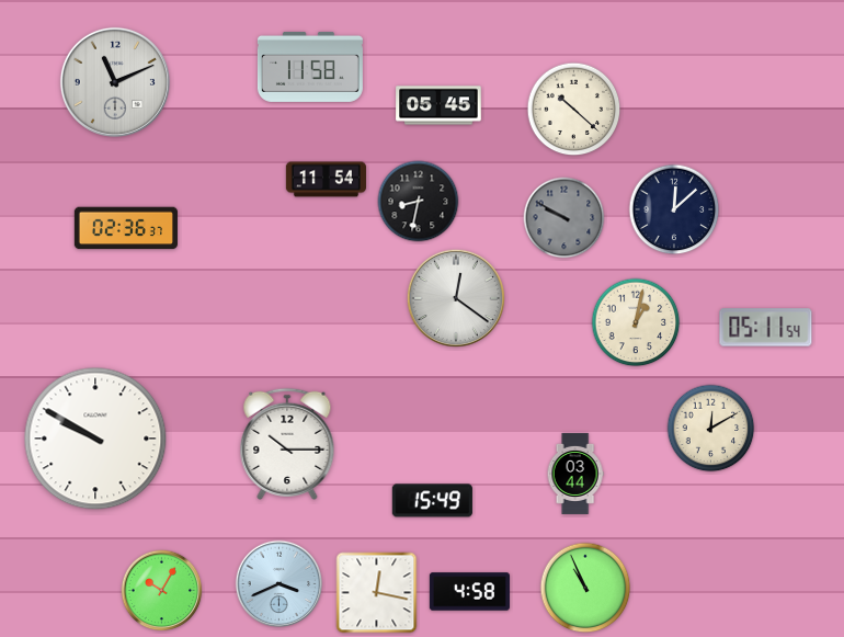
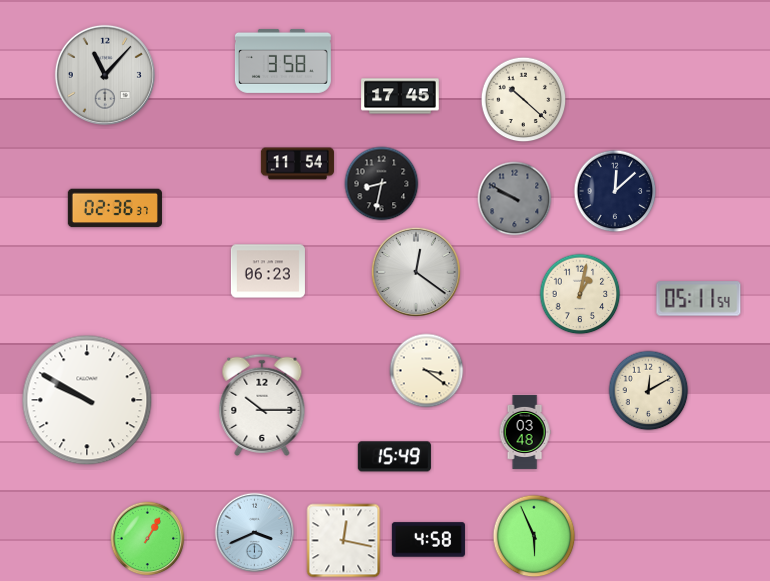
clock at (310, 67): 11:58 -> 3:58
clock at (115, 82): 11:11 -> 11:07
clock at (438, 105): 05:45 -> 17:45
clock at (268, 271): none -> 06:23
clock at (427, 371): none -> 3:21
clock at (575, 474): 03:44 -> 03:48
clock at (585, 588): 10:56 -> 5:56
clock at (162, 591): 10:05 -> 1:05
